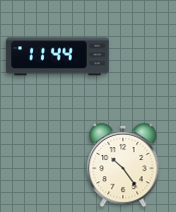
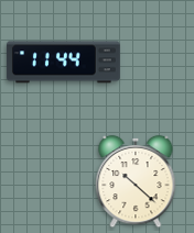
clock at (123, 165): 10:24 -> 10:22
